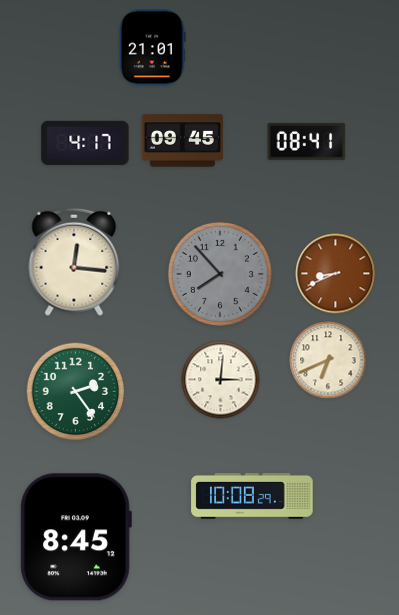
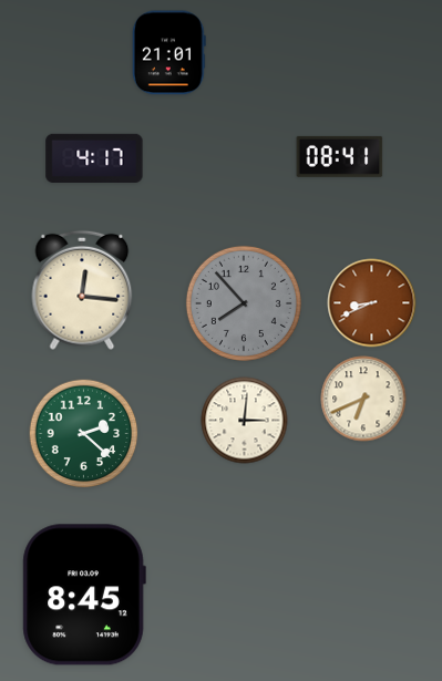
clock at (182, 141): 09:45 -> none
clock at (76, 392): 2:24 -> 2:22
clock at (252, 497): 10:08 -> none
